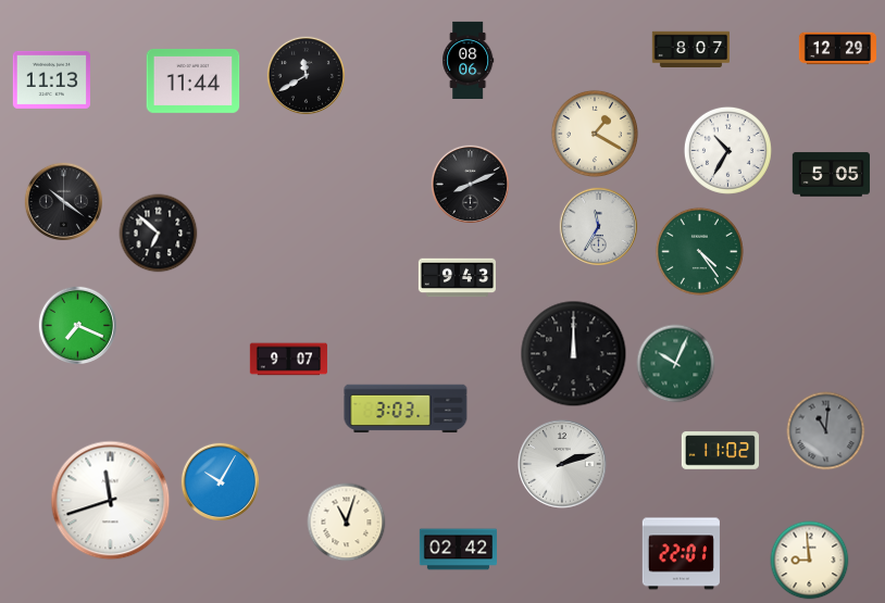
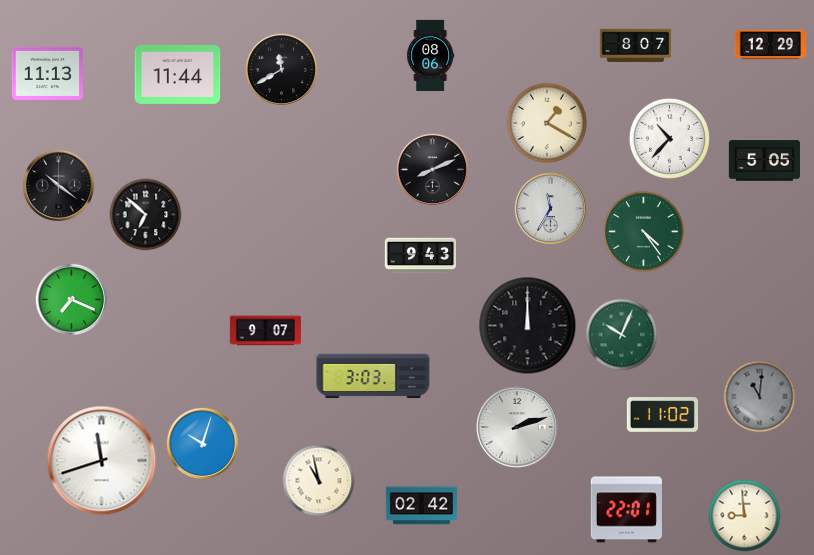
clock at (727, 150): 10:35 -> 10:37
clock at (220, 481): 10:05 -> 10:03
clock at (347, 523): 11:03 -> 10:58
